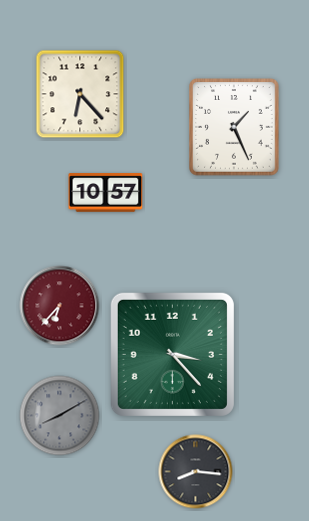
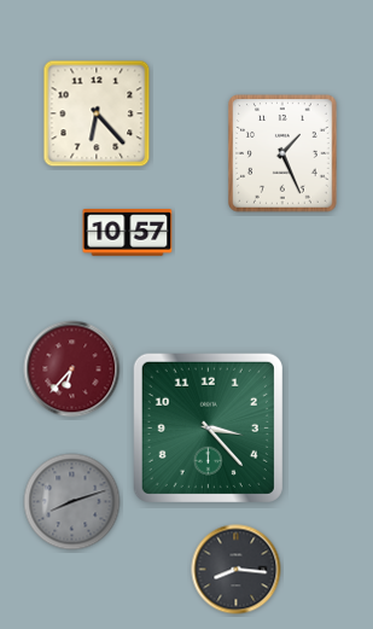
clock at (60, 416): 8:10 -> 8:12
